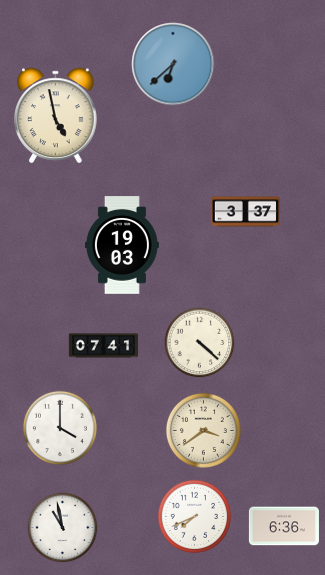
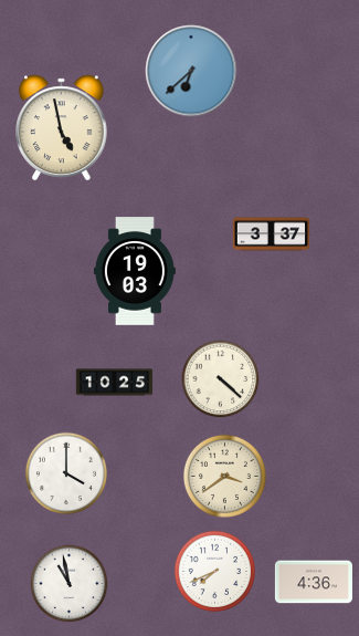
clock at (104, 346): 07:41 -> 10:25
clock at (284, 526): 6:36 -> 4:36
